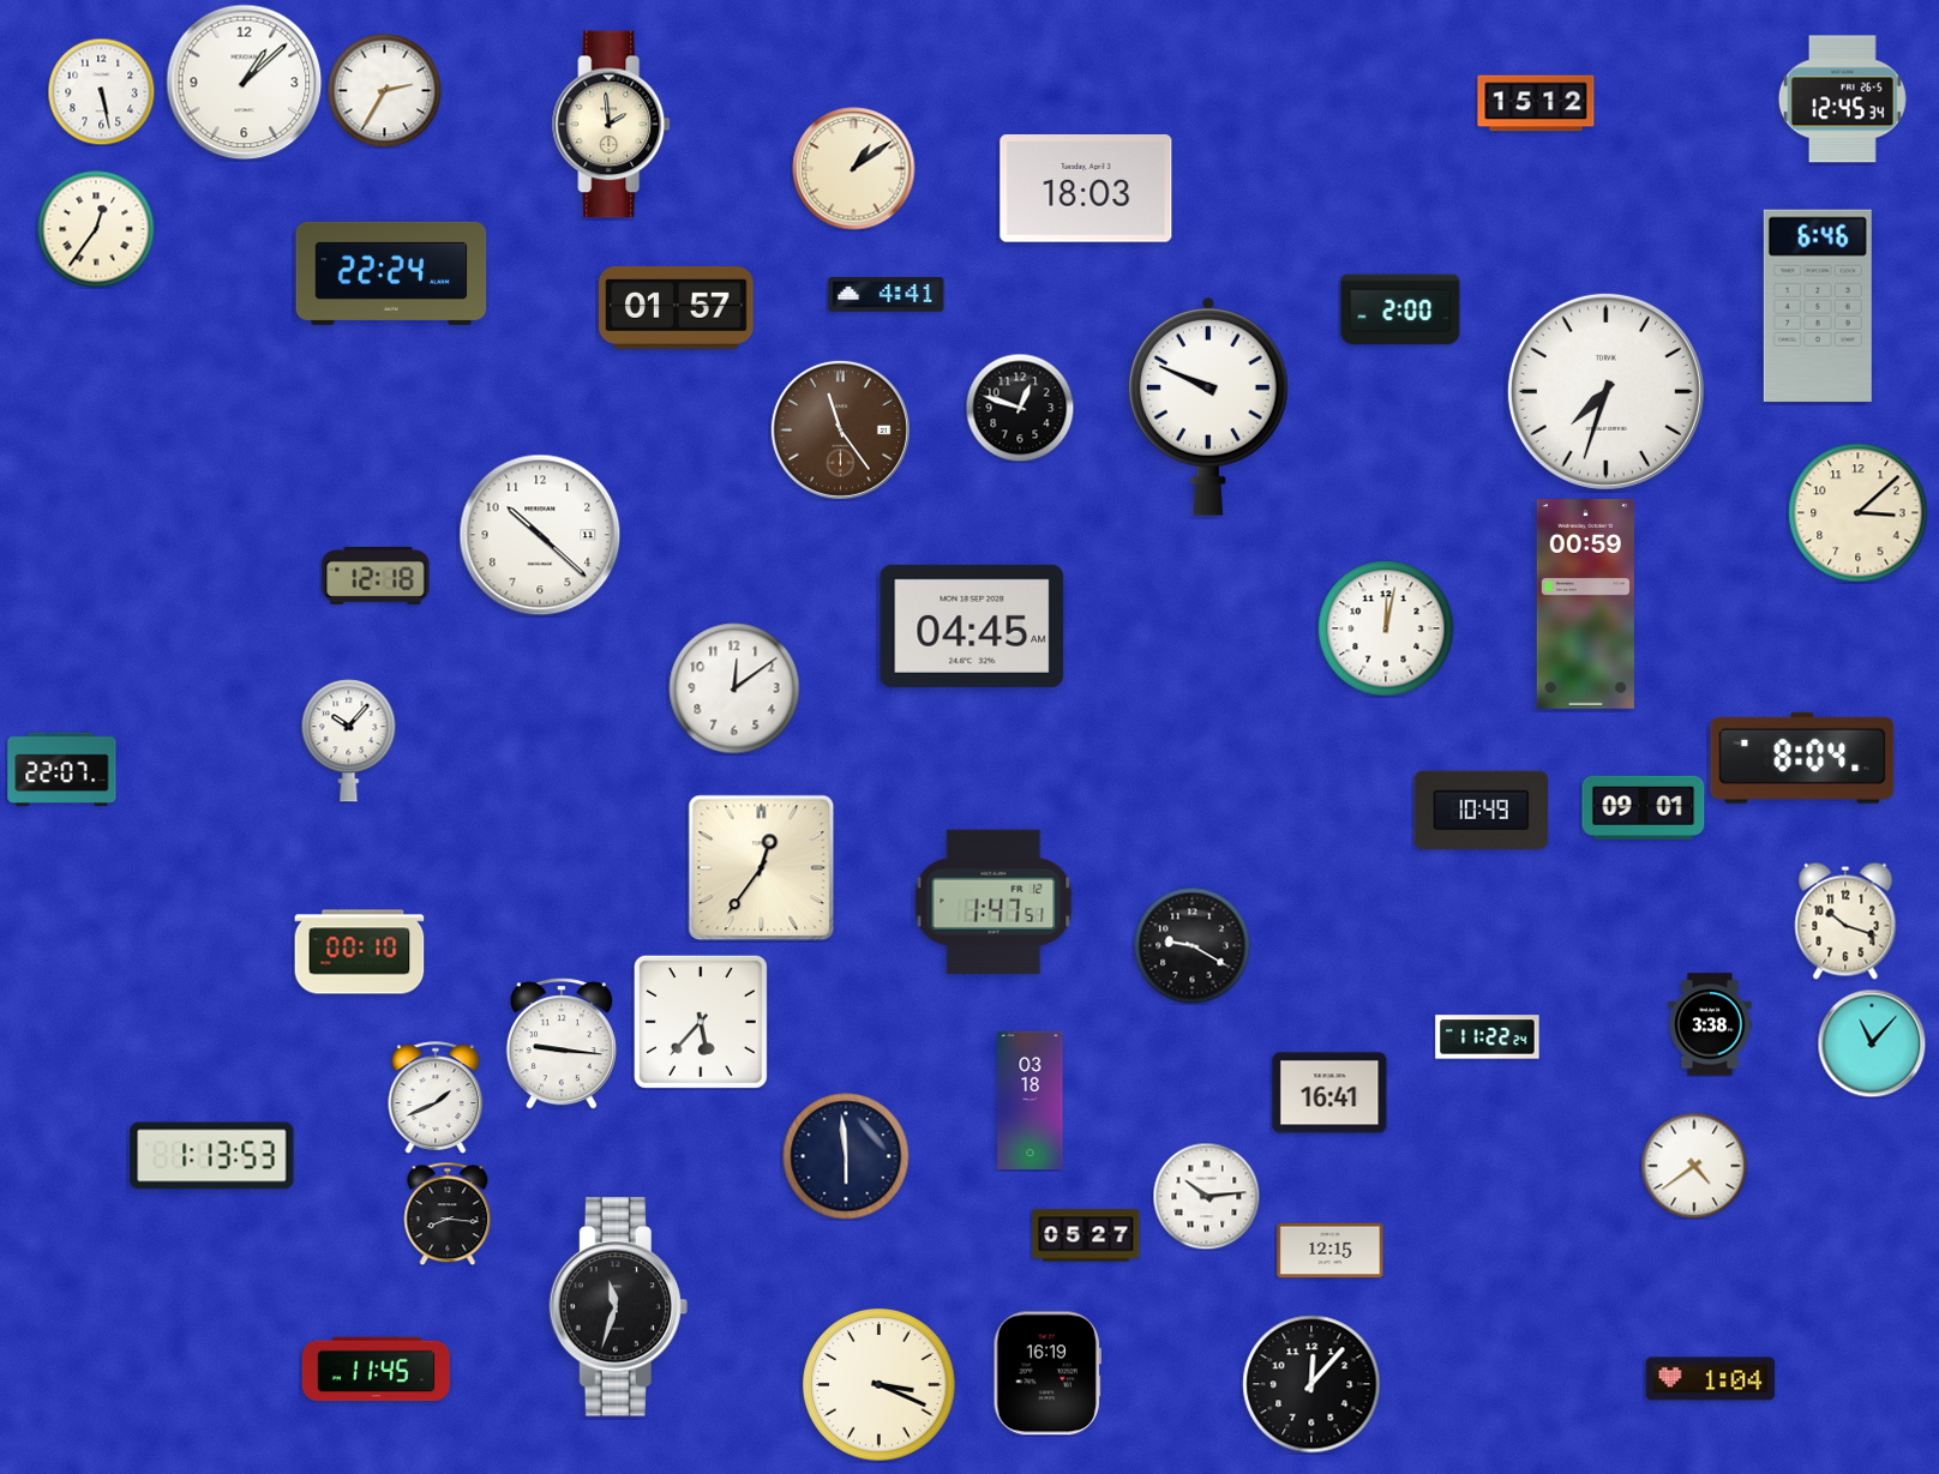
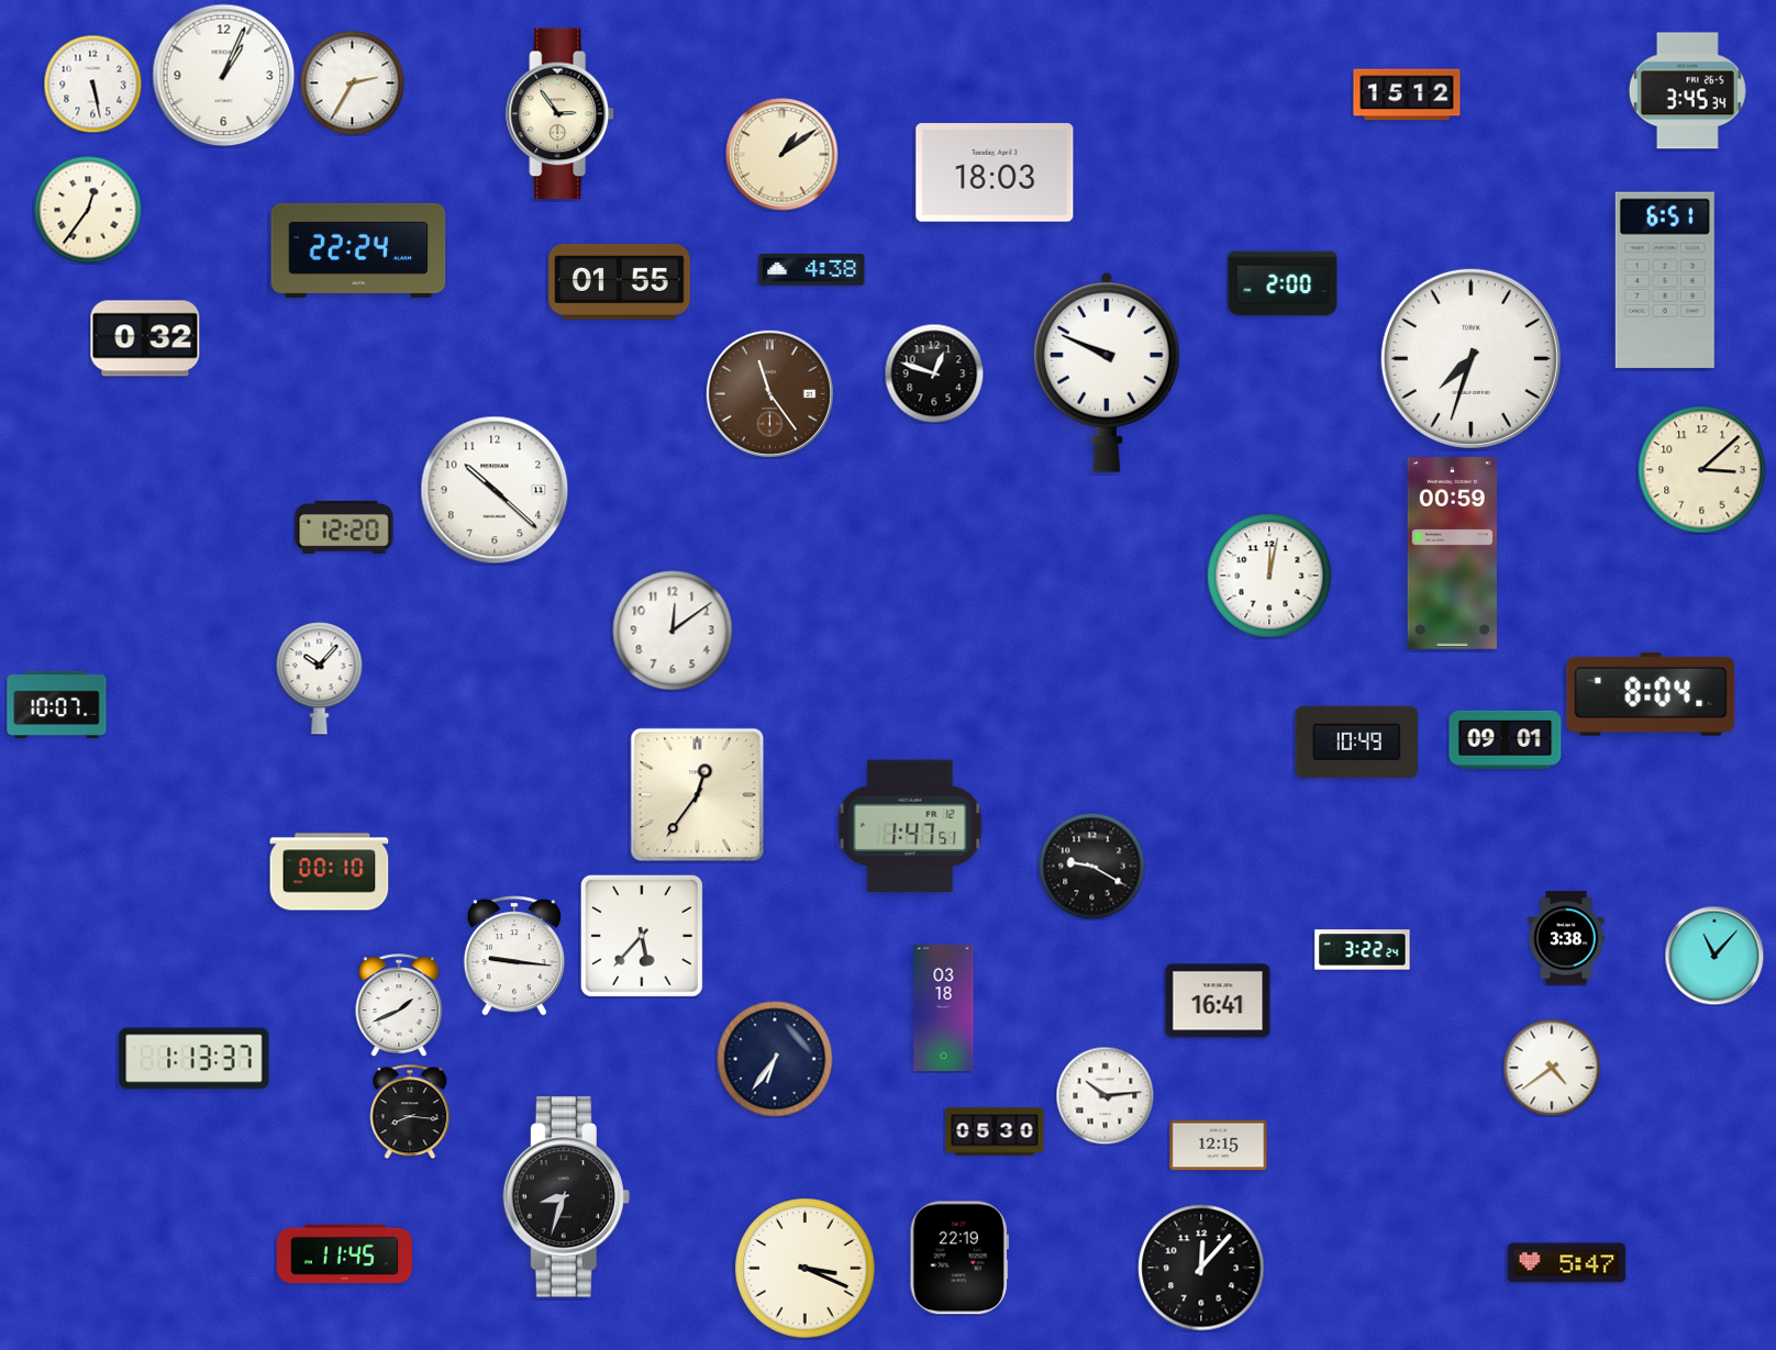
clock at (245, 83): 1:08 -> 1:04
clock at (1842, 100): 12:45 -> 3:45
clock at (612, 125): 1:59 -> 2:54
clock at (887, 295): 4:41 -> 4:38
clock at (1818, 306): 6:46 -> 6:51
clock at (677, 307): 01:57 -> 01:55
clock at (145, 338): none -> 0:32
clock at (376, 576): 12:18 -> 12:20
clock at (972, 626): 04:45 -> none
clock at (62, 769): 22:07 -> 10:07
clock at (1845, 921): 10:18 -> none
clock at (1488, 1037): 11:22 -> 3:22
clock at (212, 1156): 1:13:53 -> 1:13:37
clock at (846, 1156): 5:59 -> 6:36
clock at (1086, 1235): 05:27 -> 05:30
clock at (618, 1307): 11:33 -> 8:33
clock at (1047, 1373): 16:19 -> 22:19
clock at (1711, 1379): 1:04 -> 5:47
